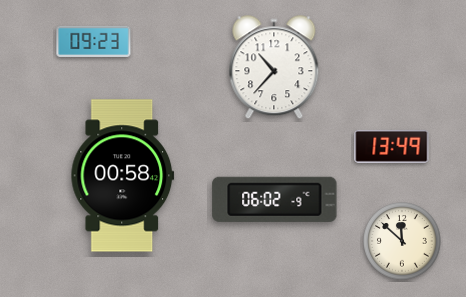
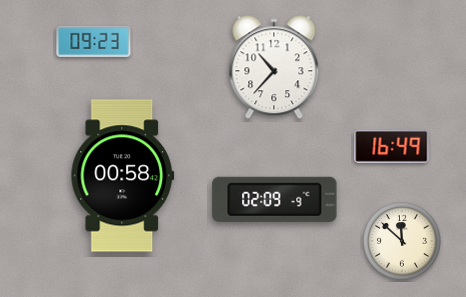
clock at (392, 146): 13:49 -> 16:49
clock at (275, 199): 06:02 -> 02:09
